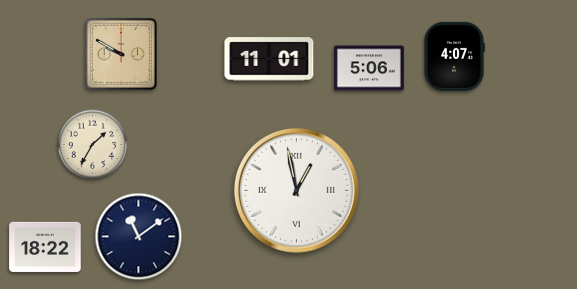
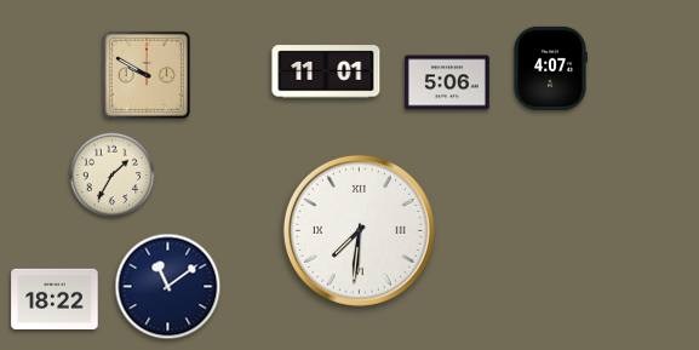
clock at (121, 54) position: (121, 54) -> (147, 75)
clock at (296, 190): 12:58 -> 7:31
